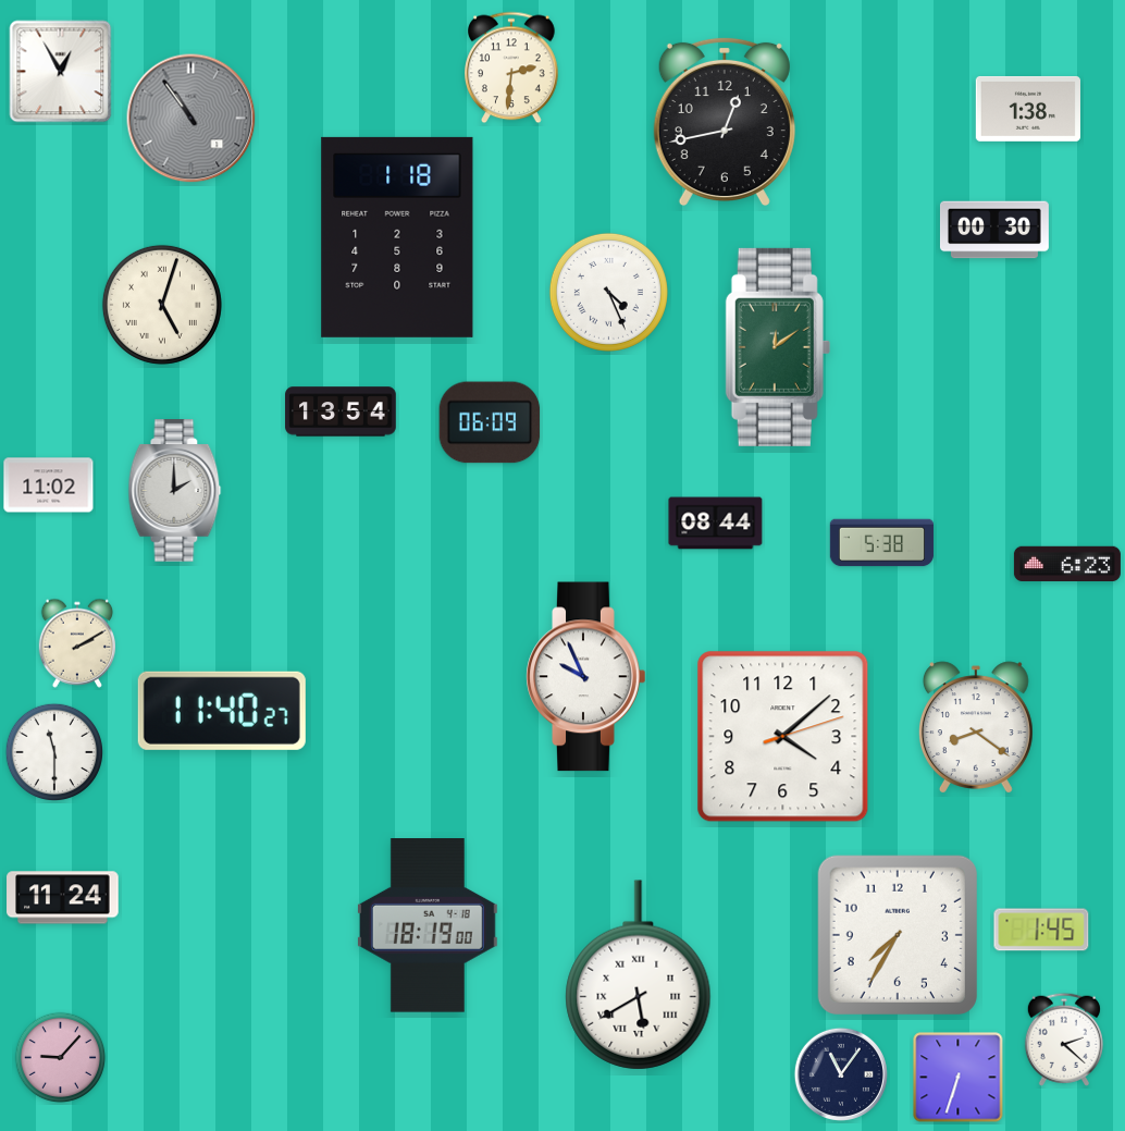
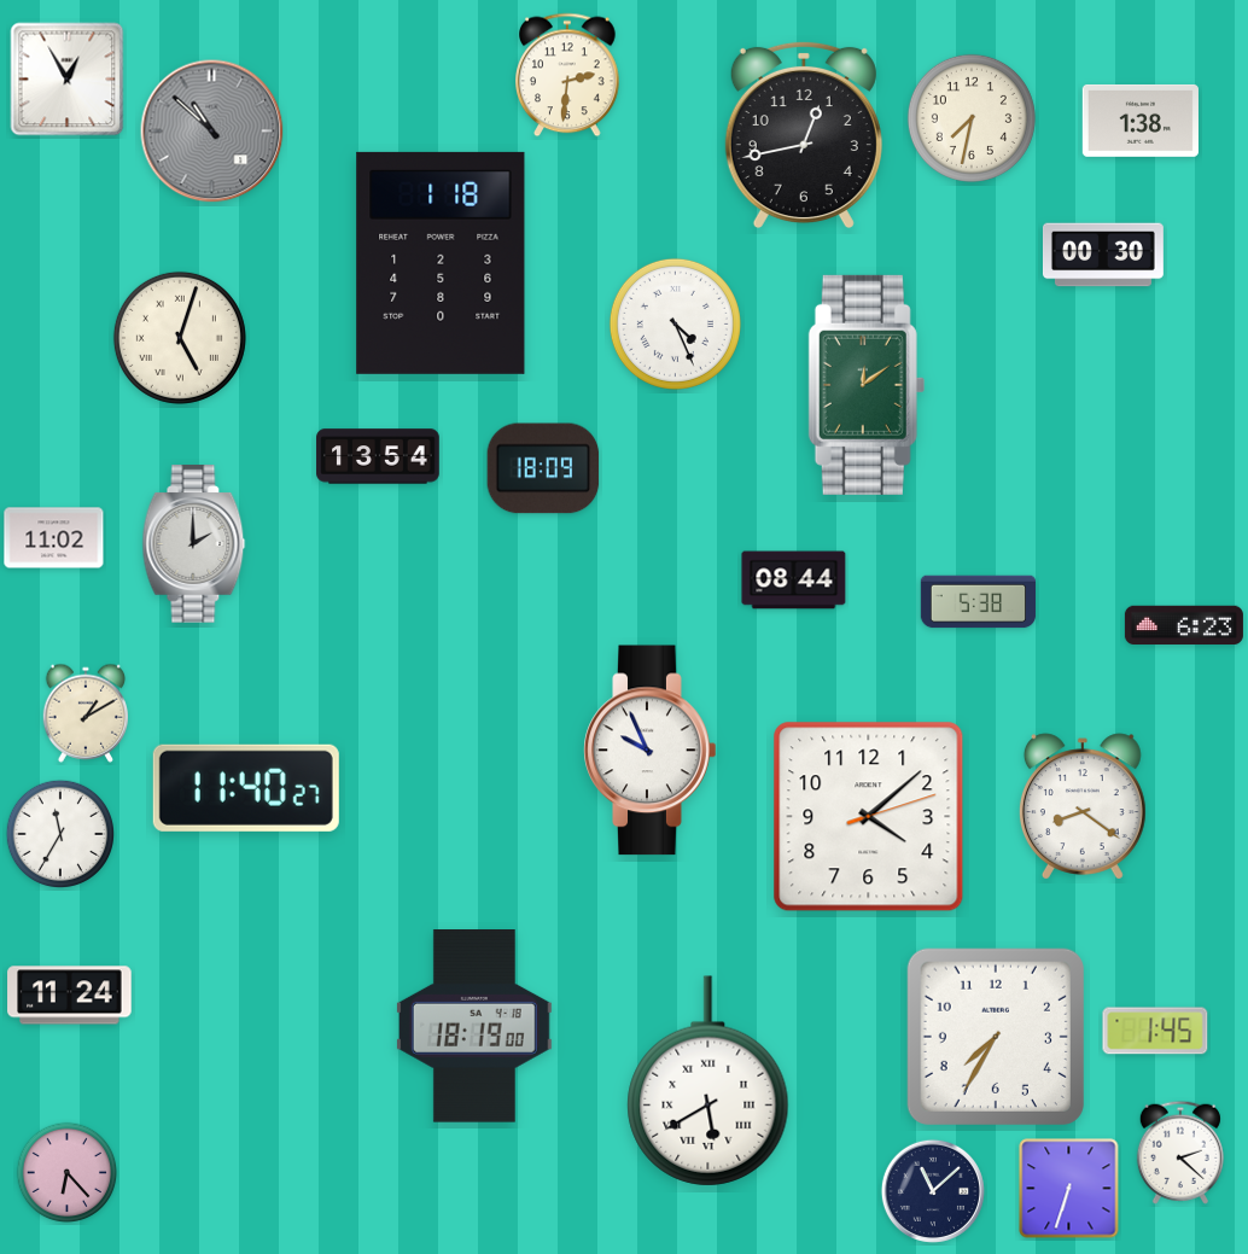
clock at (972, 118): none -> 7:32
clock at (191, 119): 10:54 -> 10:52
clock at (778, 347) position: (778, 347) -> (867, 385)
clock at (490, 422): 06:09 -> 18:09
clock at (76, 643): 2:10 -> 1:10
clock at (53, 751): 11:30 -> 11:35
clock at (61, 1058): 9:07 -> 6:23
clock at (841, 1074): 11:06 -> 11:08
clock at (959, 1078) position: (959, 1078) -> (1069, 1189)
